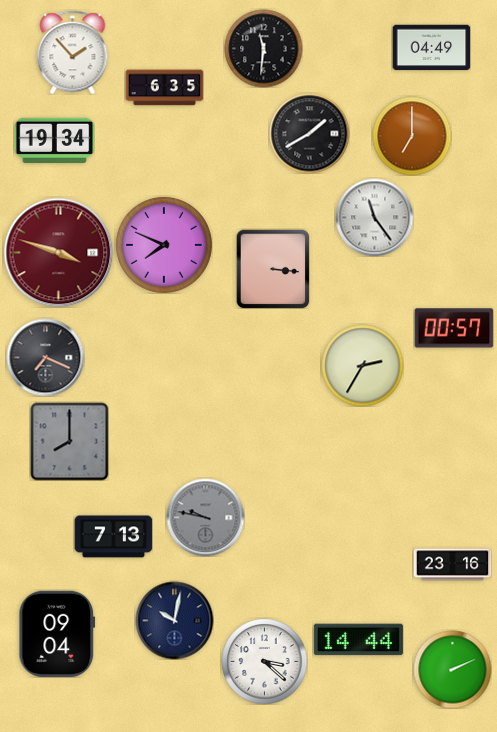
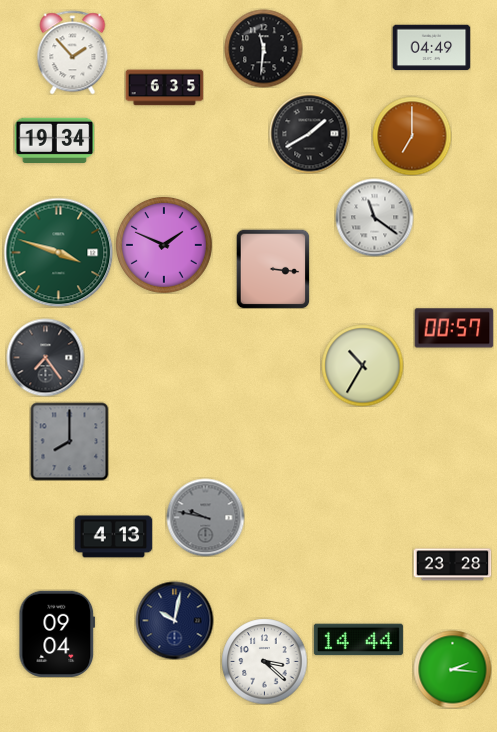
clock at (374, 217): 11:24 -> 11:21
clock at (164, 245): 7:49 -> 1:49
clock at (58, 252) dial: burgundy -> green
clock at (45, 357): 7:19 -> 7:24
clock at (362, 365): 2:35 -> 10:35
clock at (113, 537): 7:13 -> 4:13
clock at (452, 565): 23:16 -> 23:28
clock at (452, 669): 2:11 -> 2:16
